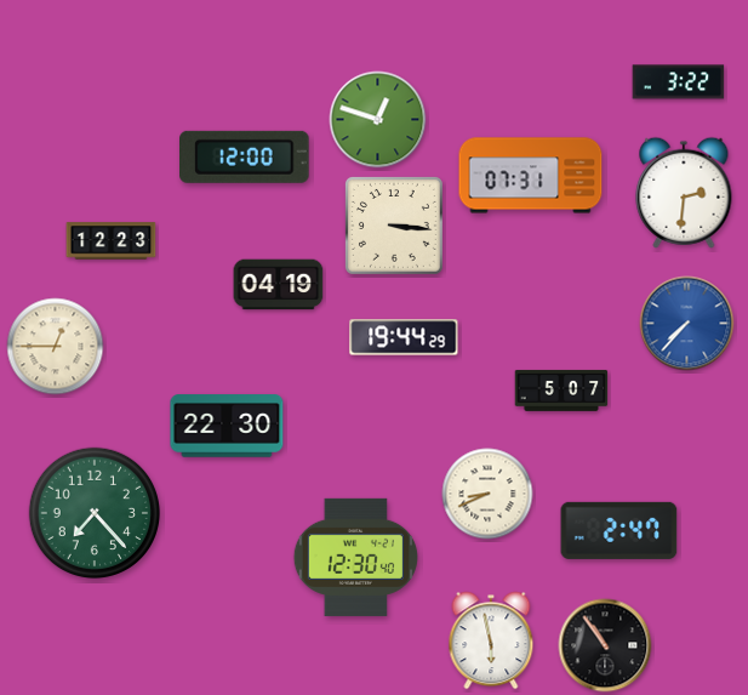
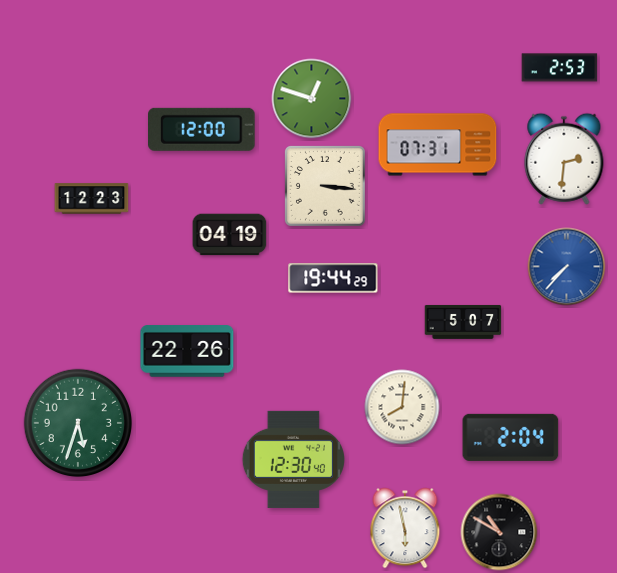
clock at (679, 82): 3:22 -> 2:53
clock at (56, 347): 12:45 -> none
clock at (227, 426): 22:30 -> 22:26
clock at (487, 494): 8:41 -> 8:01
clock at (95, 513): 7:23 -> 5:33
clock at (619, 530): 2:47 -> 2:04
clock at (605, 645): 10:54 -> 10:50
